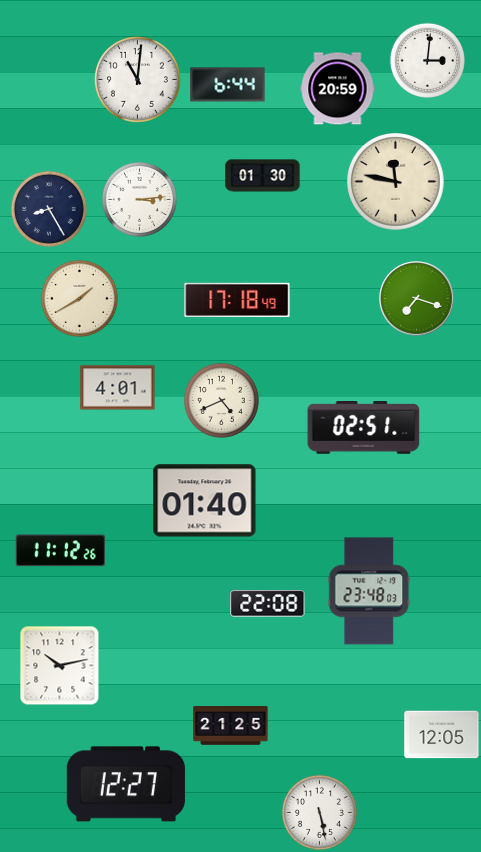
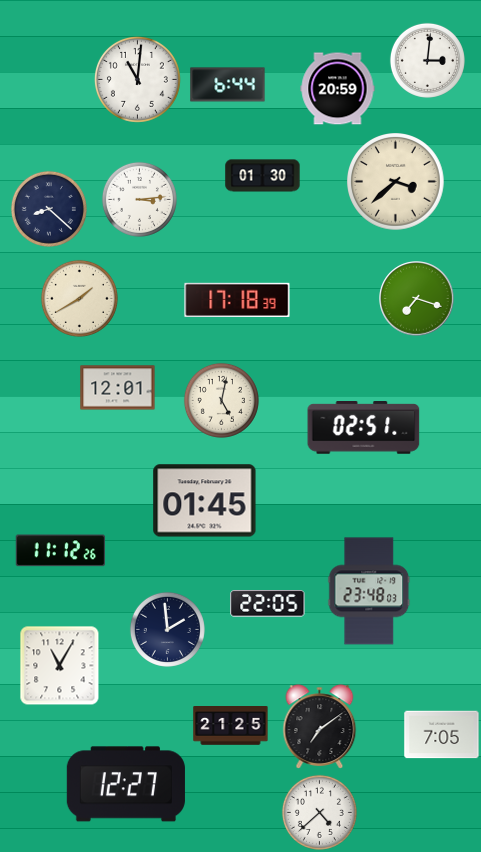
clock at (396, 182): 11:47 -> 3:38
clock at (49, 209): 8:25 -> 8:22
clock at (237, 300): 17:18:49 -> 17:18:39
clock at (118, 388): 4:01 -> 12:01
clock at (221, 400): 4:41 -> 5:02
clock at (205, 501): 01:40 -> 01:45
clock at (268, 604): 22:08 -> 22:05
clock at (167, 629): none -> 1:59
clock at (60, 666): 10:13 -> 11:05
clock at (320, 727): none -> 7:09
clock at (442, 735): 12:05 -> 7:05
clock at (319, 812): 5:28 -> 4:38
